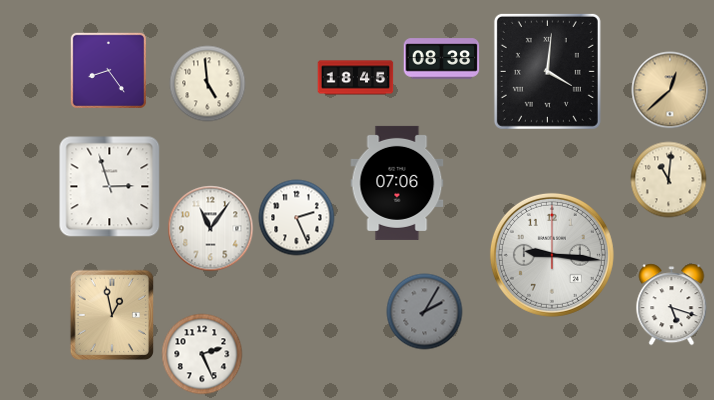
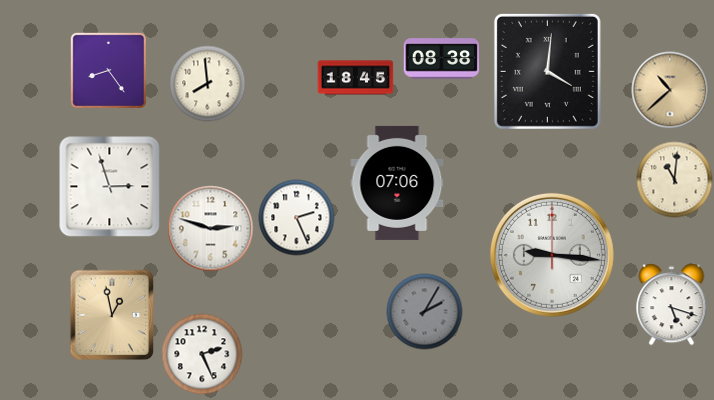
clock at (208, 84): 4:59 -> 7:59
clock at (670, 90): 12:38 -> 10:38
clock at (669, 180) position: (669, 180) -> (675, 180)
clock at (211, 229): 11:06 -> 2:48
